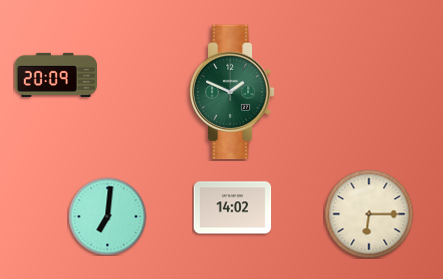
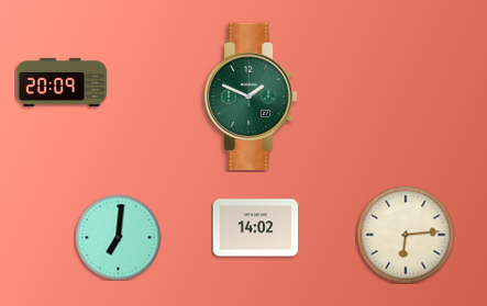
clock at (232, 92) position: (232, 92) -> (251, 97)
clock at (369, 214): 6:15 -> 6:14
